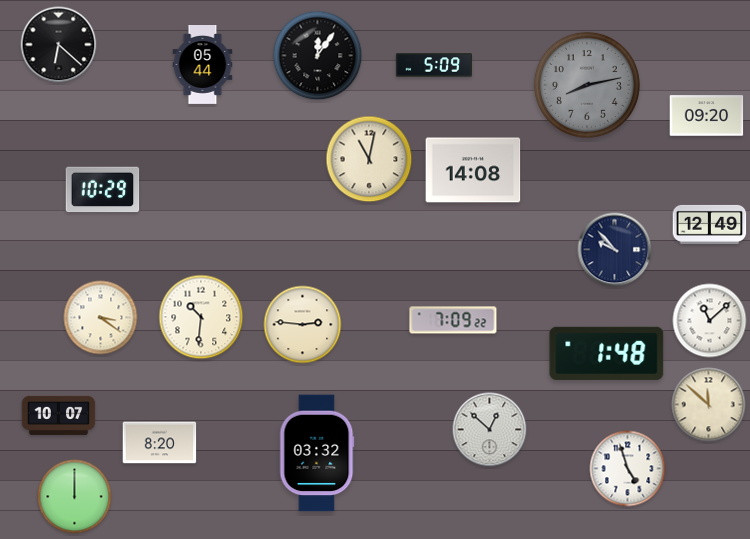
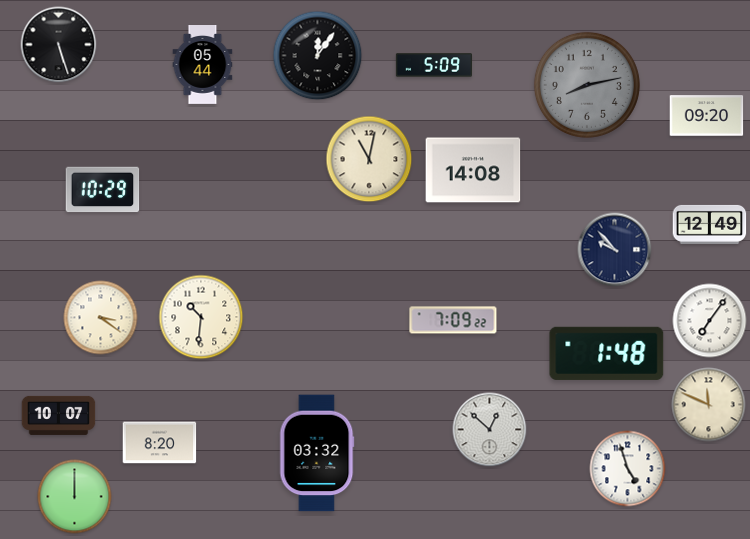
clock at (59, 45): 6:22 -> 5:27
clock at (710, 321): 11:08 -> 7:06
clock at (303, 325): 2:46 -> none
clock at (709, 405): 11:52 -> 11:49
